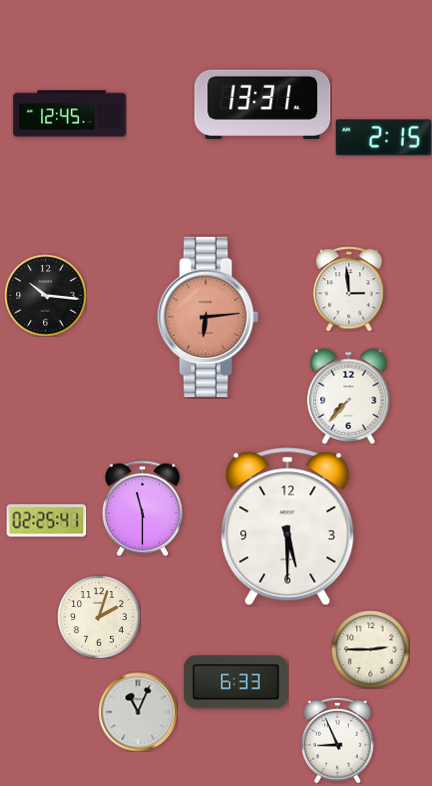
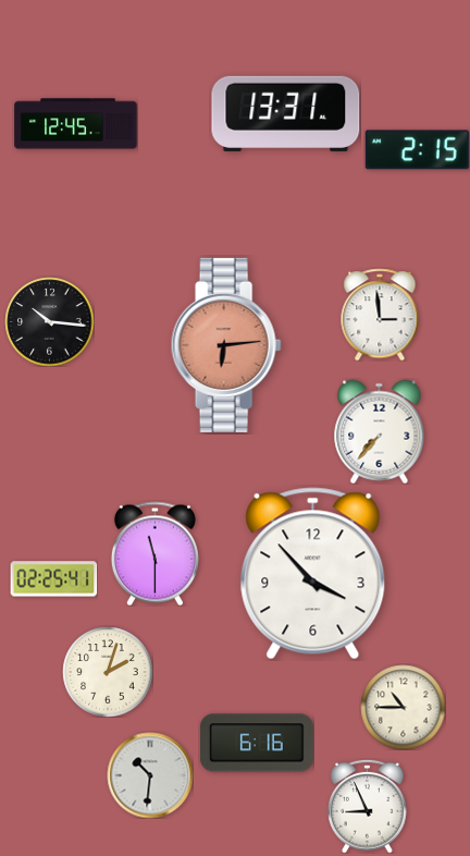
clock at (46, 521) position: (46, 521) -> (53, 579)
clock at (288, 527): 5:30 -> 3:53
clock at (370, 649): 2:45 -> 10:45
clock at (236, 682): 6:33 -> 6:16
clock at (138, 712): 11:04 -> 10:31
